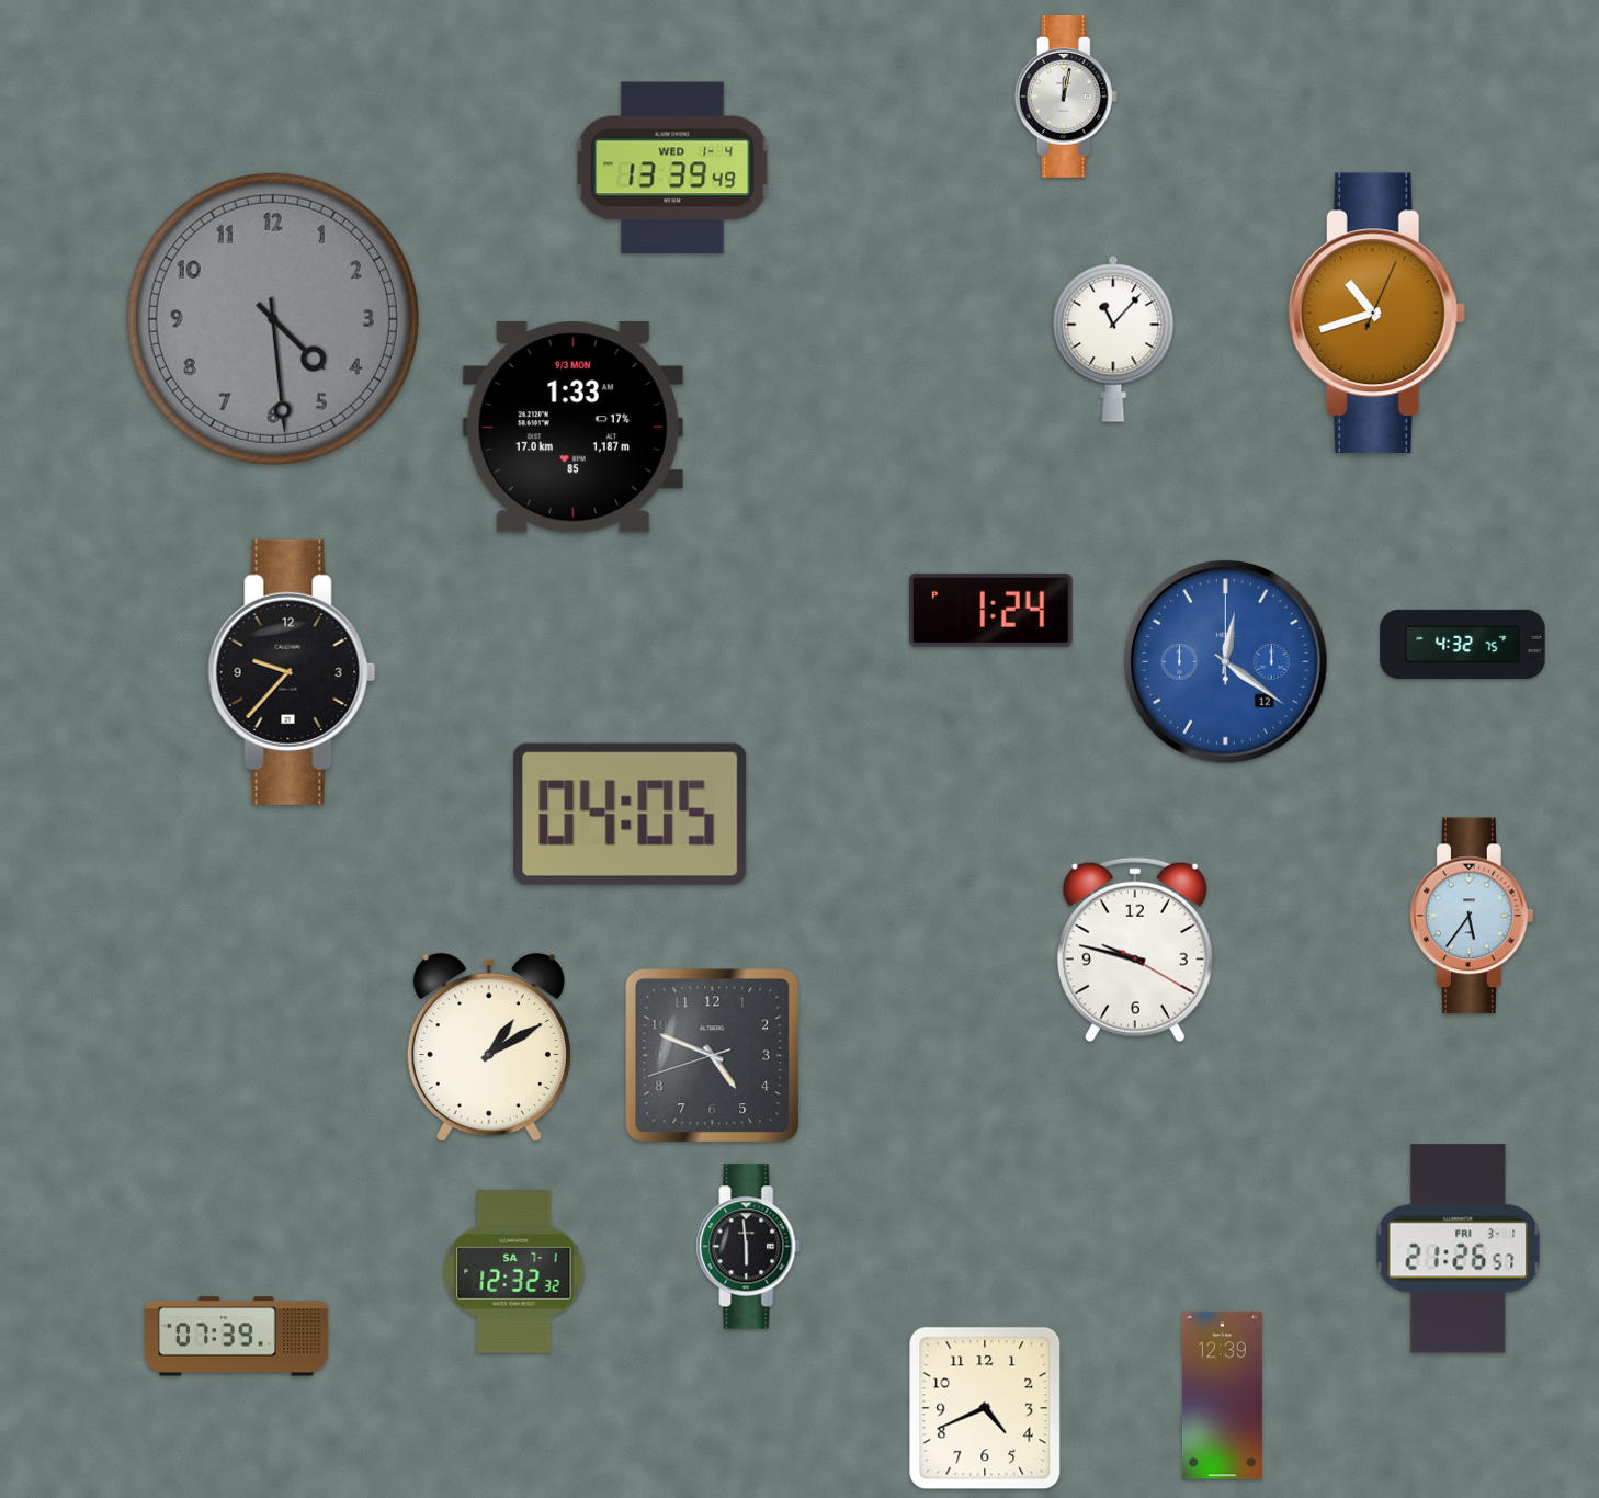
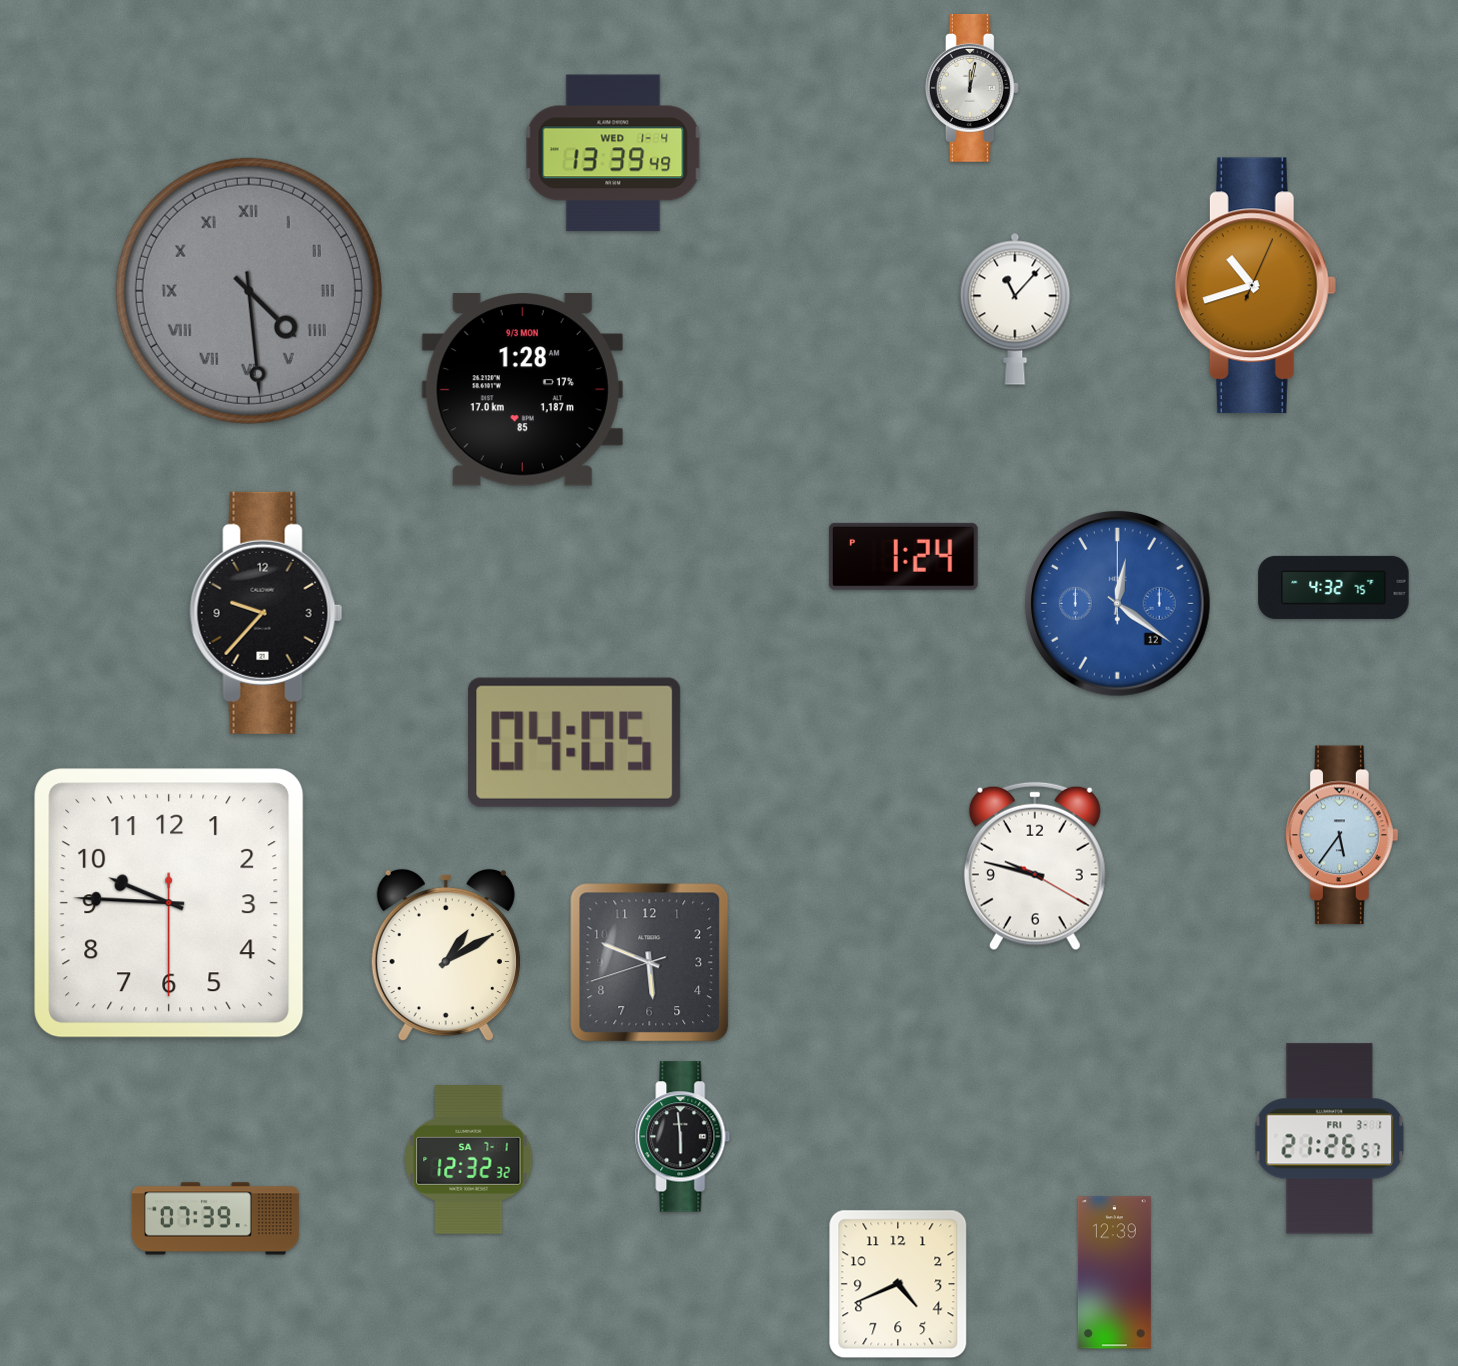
clock at (273, 319) numerals: Arabic -> Roman
clock at (572, 428): 1:33 -> 1:28
clock at (169, 903): none -> 9:45
clock at (713, 1056): 4:48 -> 5:48
